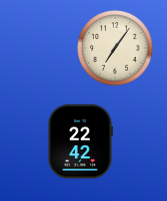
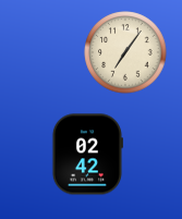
clock at (80, 142): 22:42 -> 02:42
